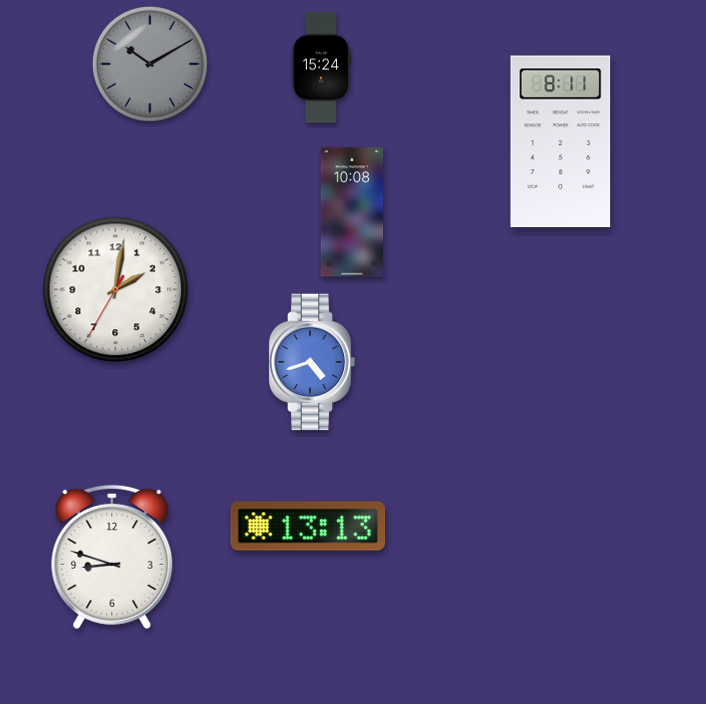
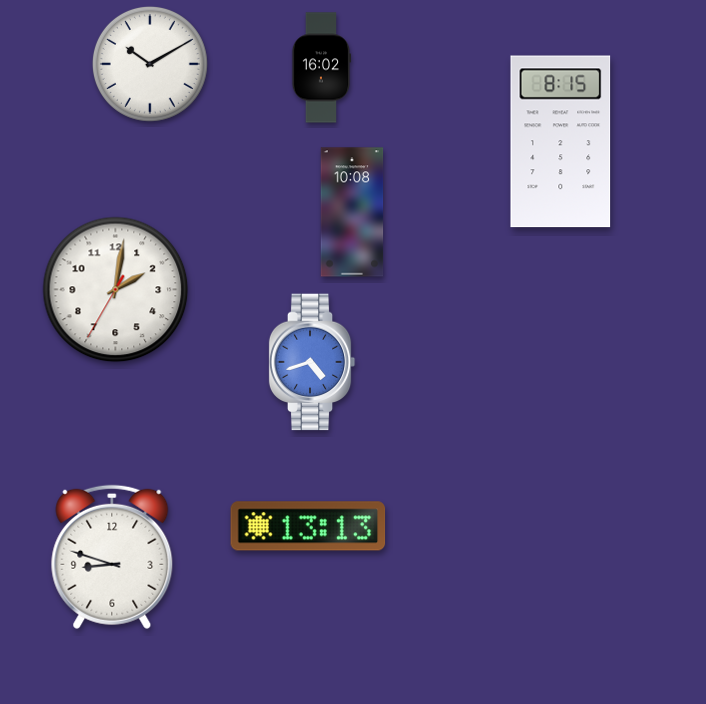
clock at (150, 64) dial: grey -> white
clock at (321, 68): 15:24 -> 16:02
clock at (561, 142): 8:11 -> 8:15
